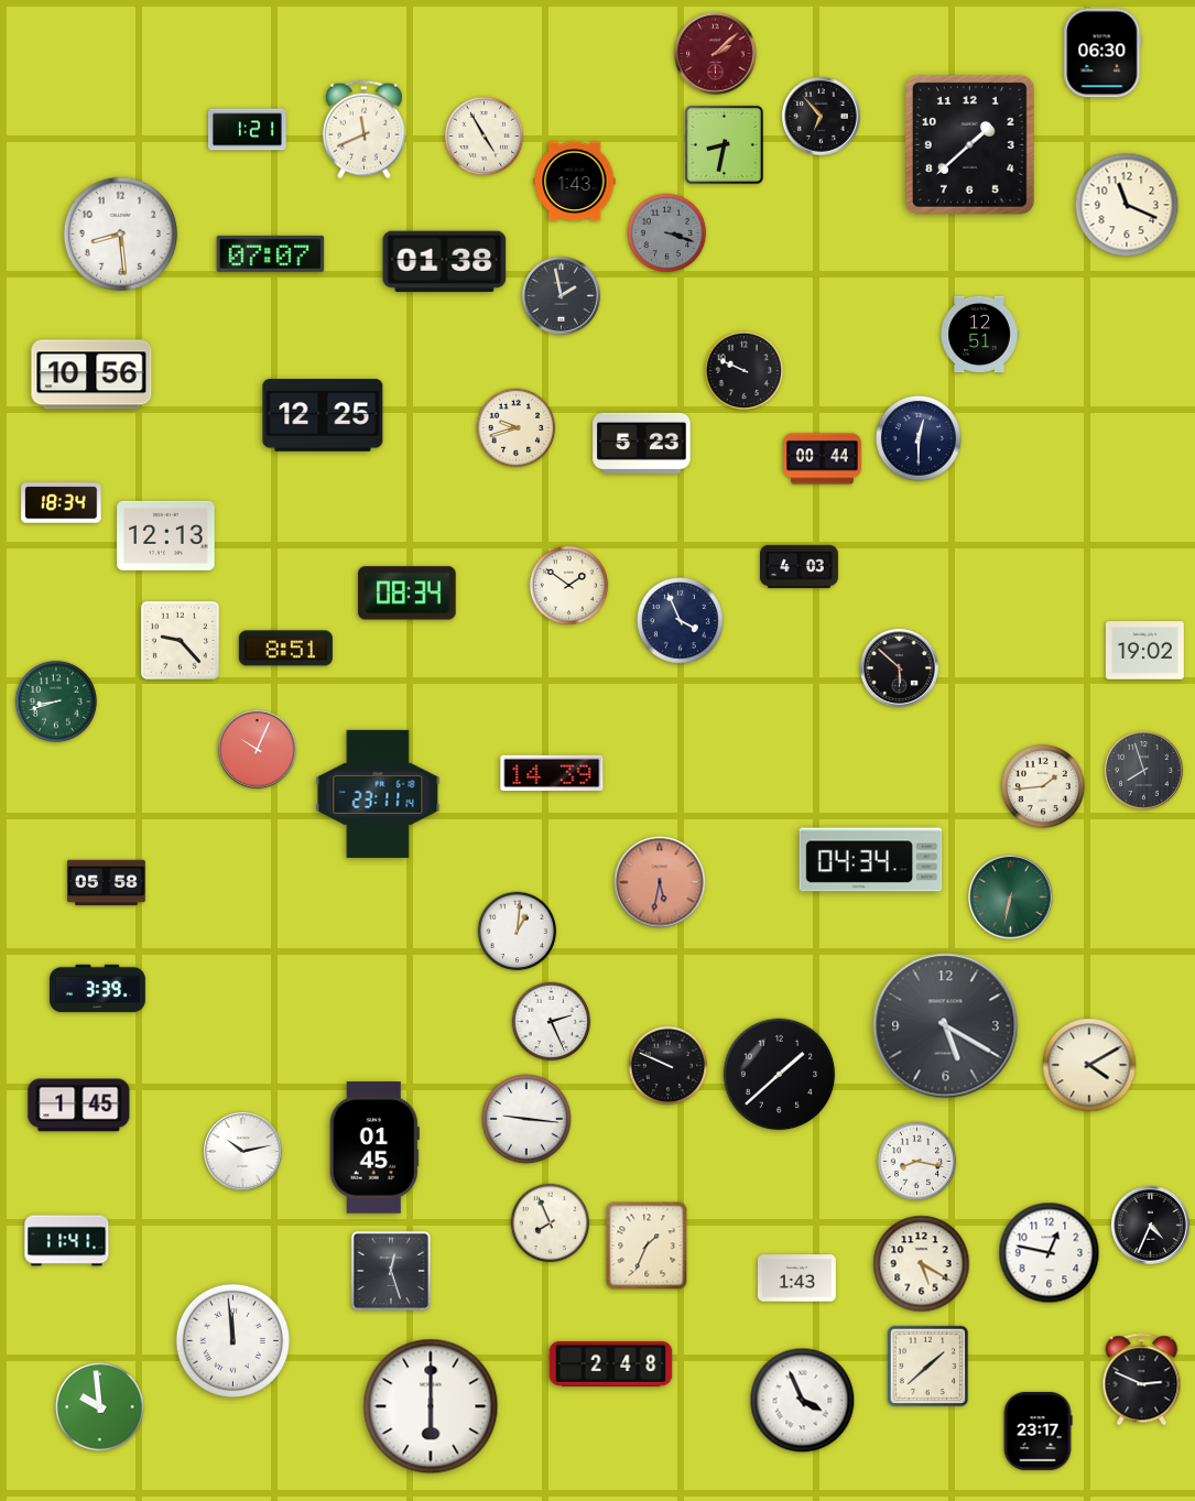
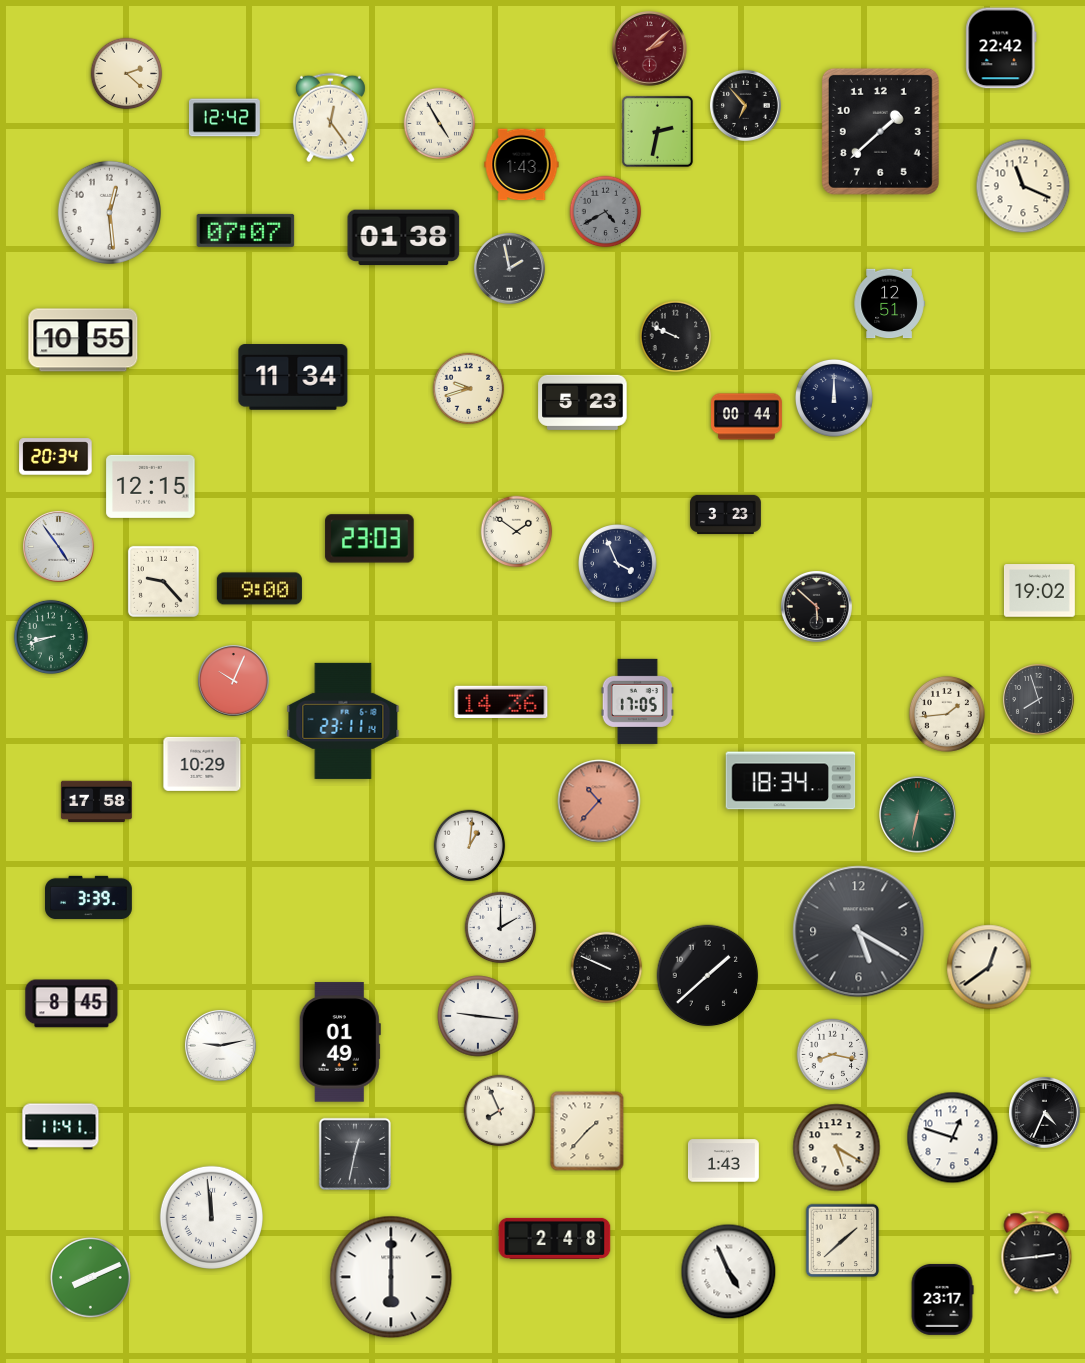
clock at (1102, 53): 06:30 -> 22:42
clock at (127, 74): none -> 2:22
clock at (247, 130): 1:21 -> 12:42
clock at (363, 130): 11:41 -> 12:24
clock at (724, 144): 8:32 -> 2:32
clock at (120, 233): 8:29 -> 12:29
clock at (667, 233): 3:18 -> 4:40
clock at (91, 374): 10:56 -> 10:55
clock at (323, 415): 12:25 -> 11:34
clock at (919, 438): 12:30 -> 12:00
clock at (62, 503): 18:34 -> 20:34
clock at (166, 535): 12:13 -> 12:15
clock at (800, 566): 4:03 -> 3:23
clock at (408, 594): 08:34 -> 23:03
clock at (58, 546): none -> 4:54
clock at (285, 649): 8:51 -> 9:00
clock at (552, 772): 14:39 -> 14:36
clock at (637, 701): none -> 17:05
clock at (202, 764): none -> 10:29
clock at (871, 860): 04:34 -> 18:34
clock at (660, 882): 5:32 -> 10:37
clock at (106, 883): 05:58 -> 17:58
clock at (552, 1022): 2:26 -> 2:00
clock at (1089, 1065): 4:10 -> 12:39
clock at (79, 1106): 1:45 -> 8:45
clock at (374, 1147): 01:45 -> 01:49
clock at (242, 1151): 10:13 -> 9:13
clock at (647, 1246): 1:34 -> 1:37
clock at (1050, 1253): 12:47 -> 12:48
clock at (390, 1270): 12:27 -> 12:32
clock at (1142, 1380): 2:49 -> 2:44
clock at (803, 1401): 3:56 -> 4:56
clock at (100, 1407): 9:59 -> 8:11
